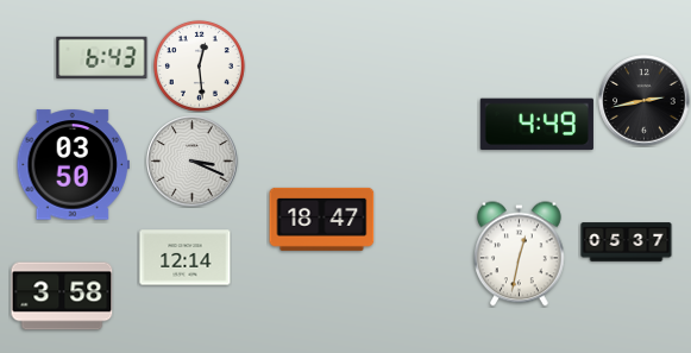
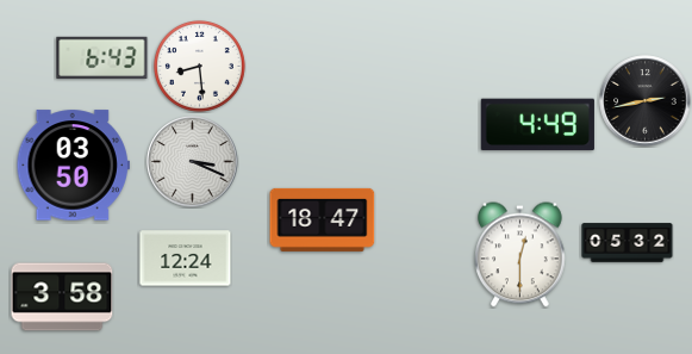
clock at (199, 65): 12:29 -> 8:29
clock at (627, 242): 05:37 -> 05:32
clock at (520, 254): 12:32 -> 12:30
clock at (186, 258): 12:14 -> 12:24
